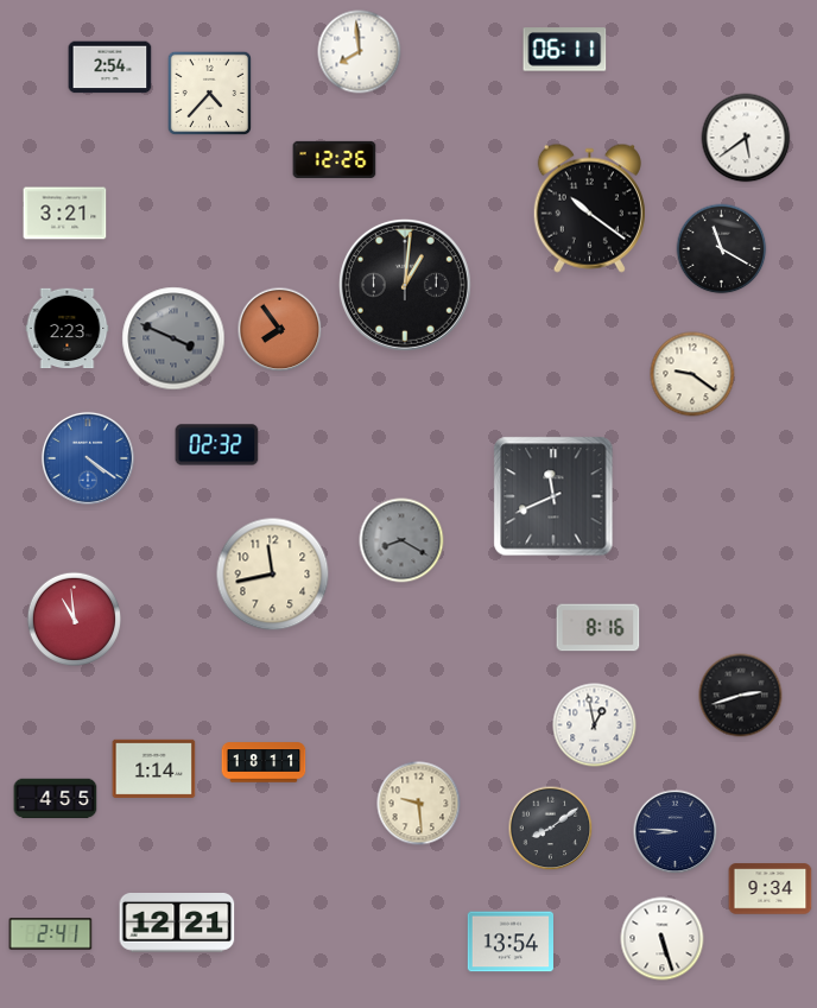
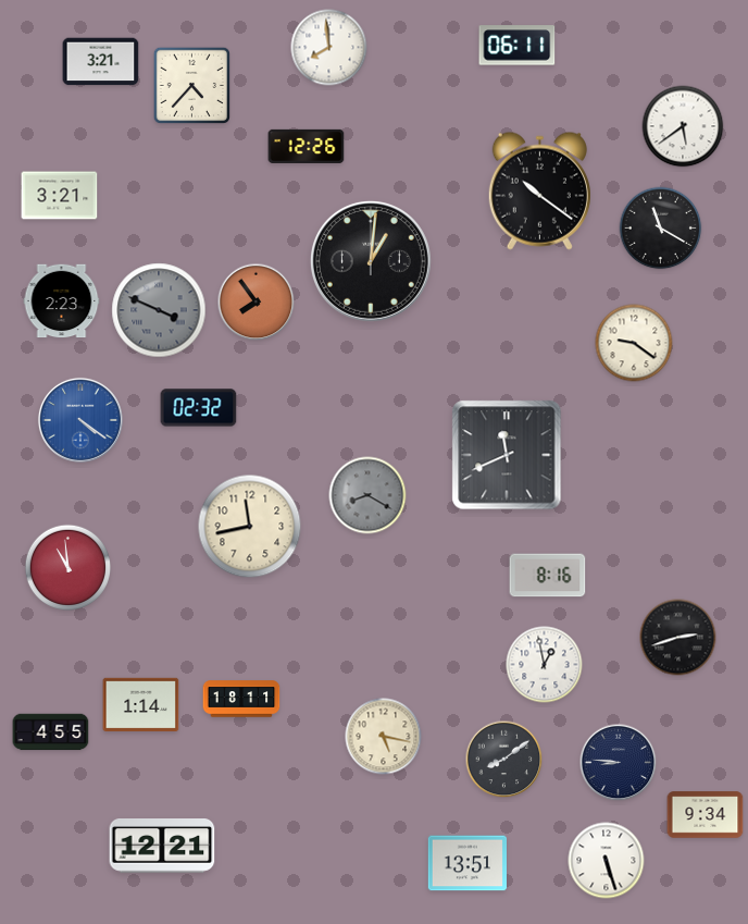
clock at (110, 68): 2:54 -> 3:21
clock at (419, 804): 9:29 -> 5:17
clock at (51, 934): 2:41 -> none
clock at (509, 942): 13:54 -> 13:51
